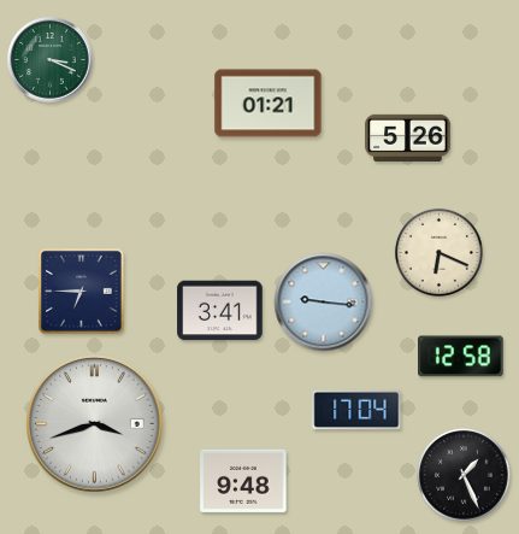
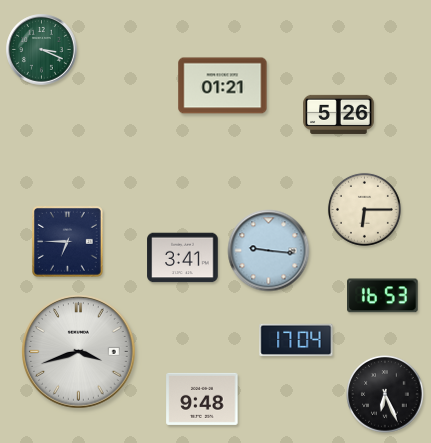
clock at (438, 252): 6:19 -> 6:15
clock at (461, 357): 12:58 -> 16:53
clock at (464, 475): 1:26 -> 6:26
